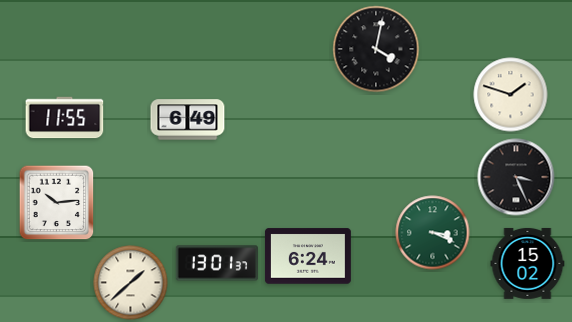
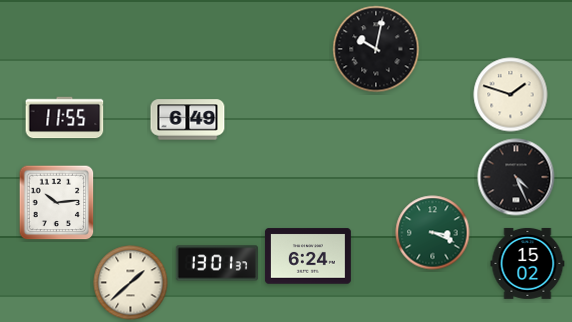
clock at (376, 49): 4:02 -> 10:02
clock at (516, 177): 3:26 -> 4:26
